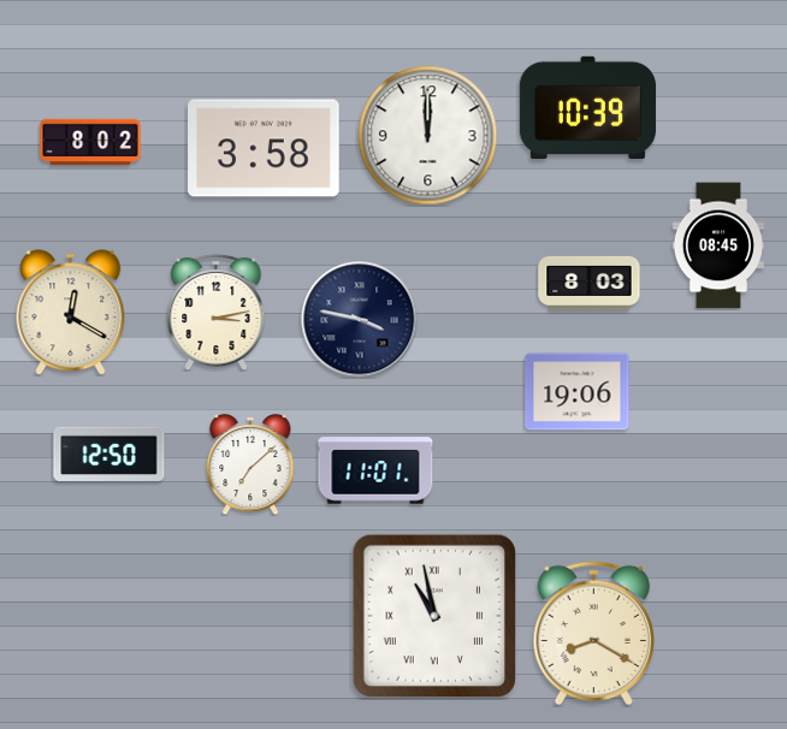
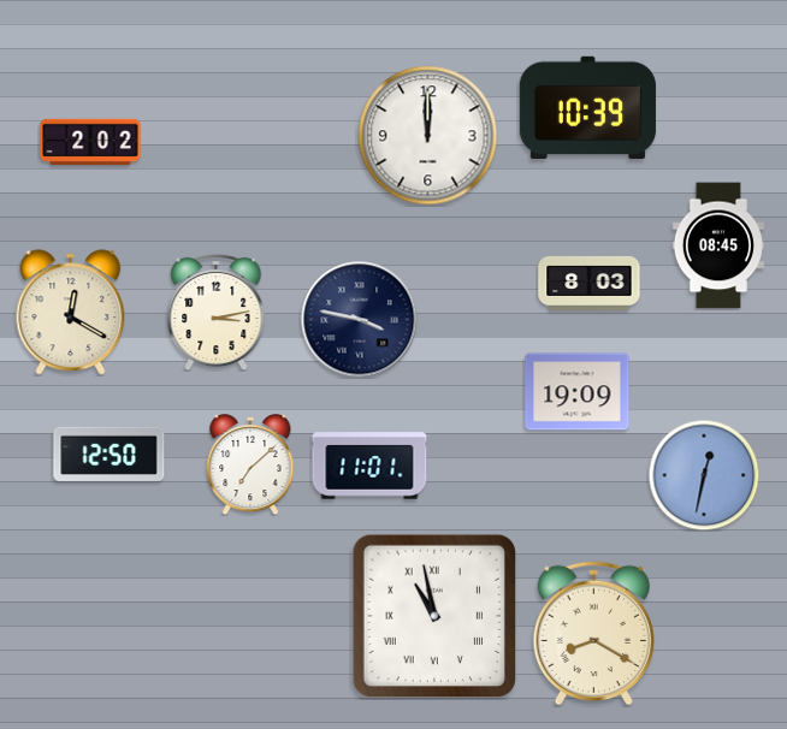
clock at (90, 142): 8:02 -> 2:02
clock at (264, 148): 3:58 -> none
clock at (578, 392): 19:06 -> 19:09
clock at (375, 470) position: (375, 470) -> (369, 466)
clock at (704, 475): none -> 12:32
